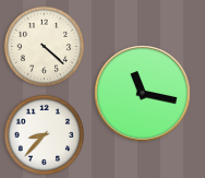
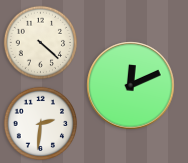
clock at (143, 94): 11:17 -> 12:11
clock at (45, 135): 8:37 -> 2:31
